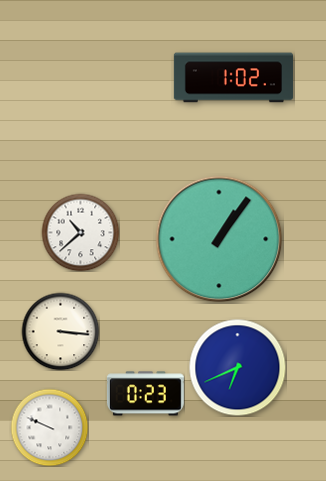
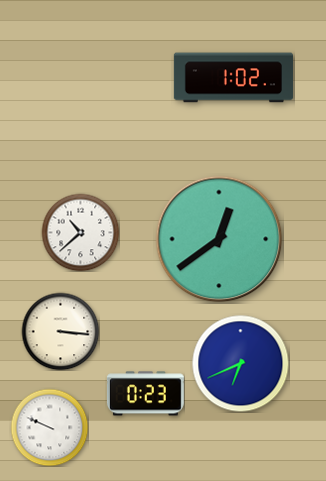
clock at (219, 239): 1:06 -> 12:39
clock at (237, 367) position: (237, 367) -> (240, 363)
